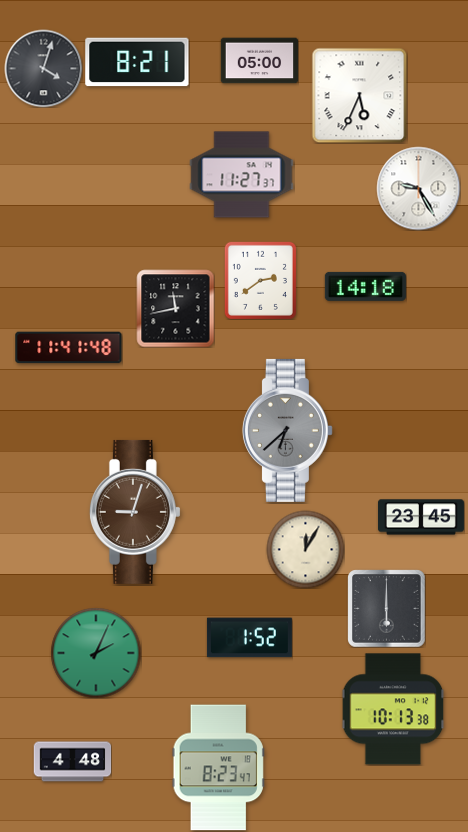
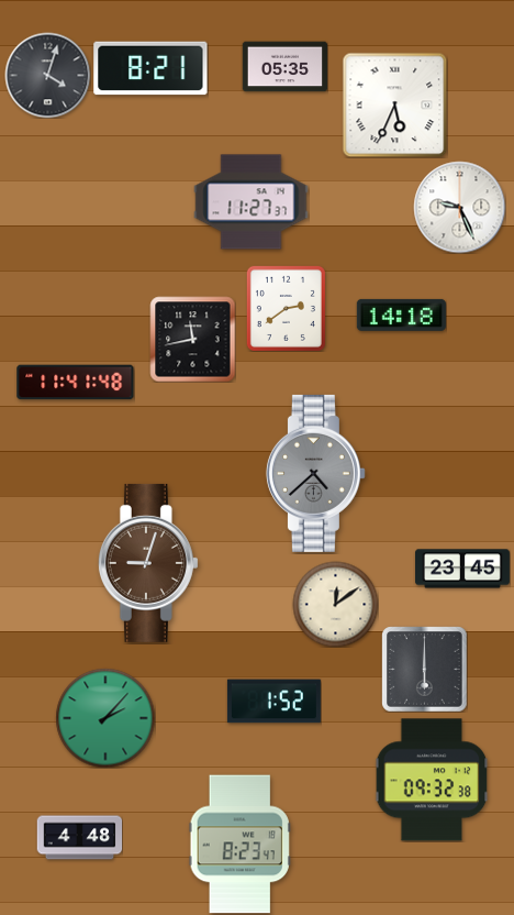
clock at (259, 61): 05:00 -> 05:35
clock at (242, 175) position: (242, 175) -> (252, 202)
clock at (418, 188): 9:25 -> 9:26
clock at (287, 430): 6:38 -> 4:38
clock at (305, 549): 12:05 -> 12:09
clock at (96, 653): 2:04 -> 2:07
clock at (393, 709): 10:13 -> 09:32
